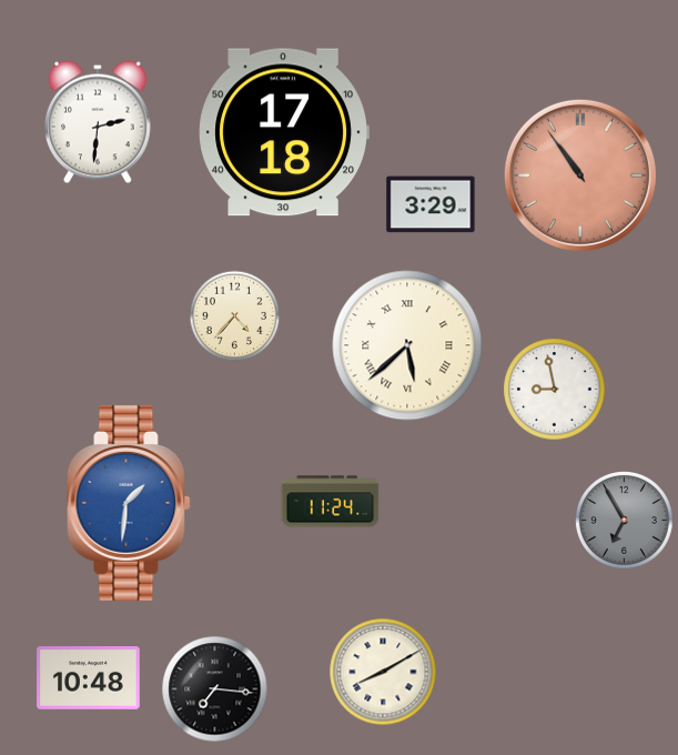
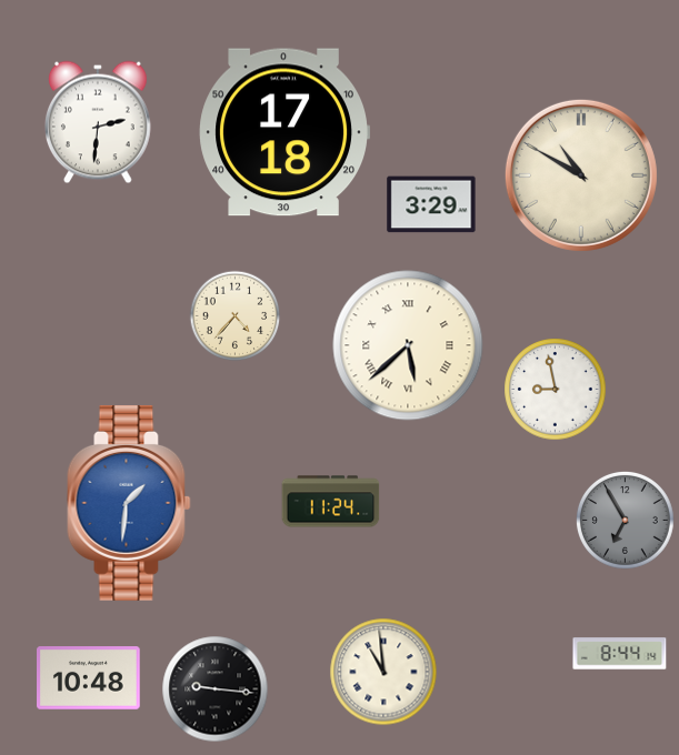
clock at (580, 175): 10:54 -> 10:50
clock at (580, 175) dial: salmon -> cream
clock at (620, 654): none -> 8:44
clock at (383, 672): 8:10 -> 10:59
clock at (215, 689): 7:16 -> 9:16
